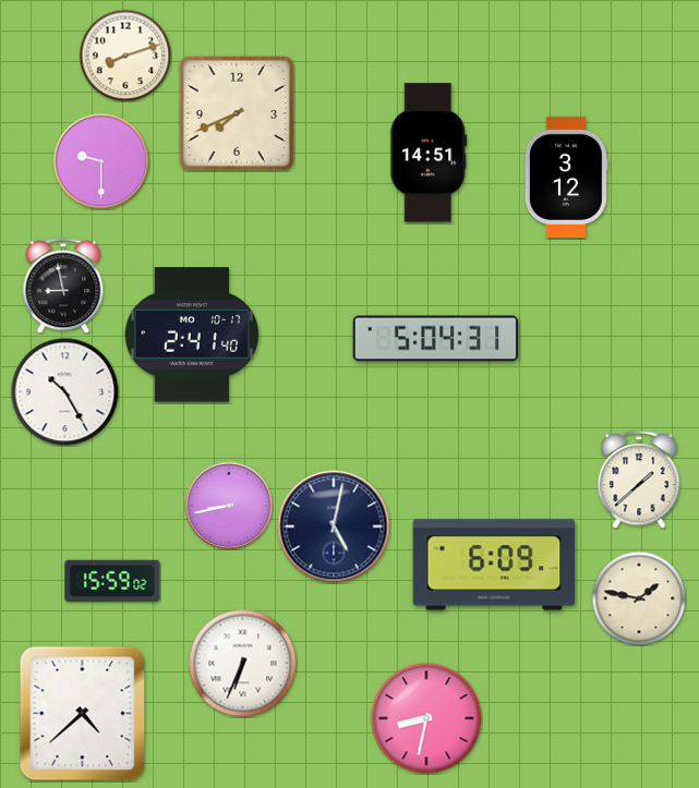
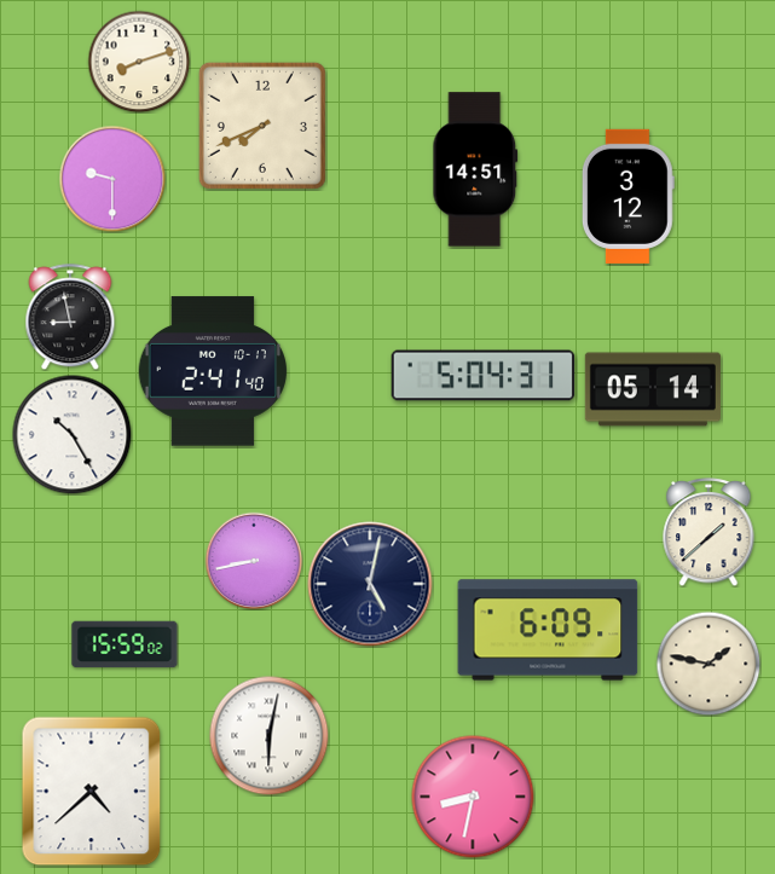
clock at (653, 389): none -> 05:14
clock at (494, 565) position: (494, 565) -> (548, 630)
clock at (243, 664): 6:34 -> 6:02
